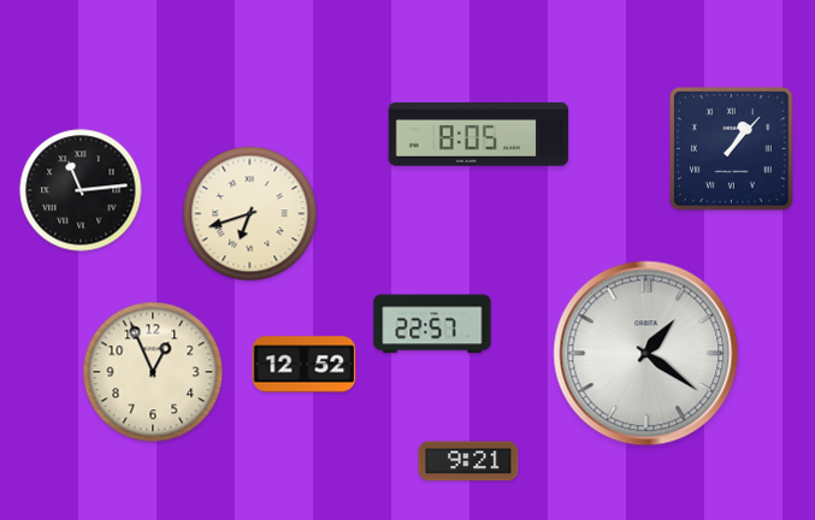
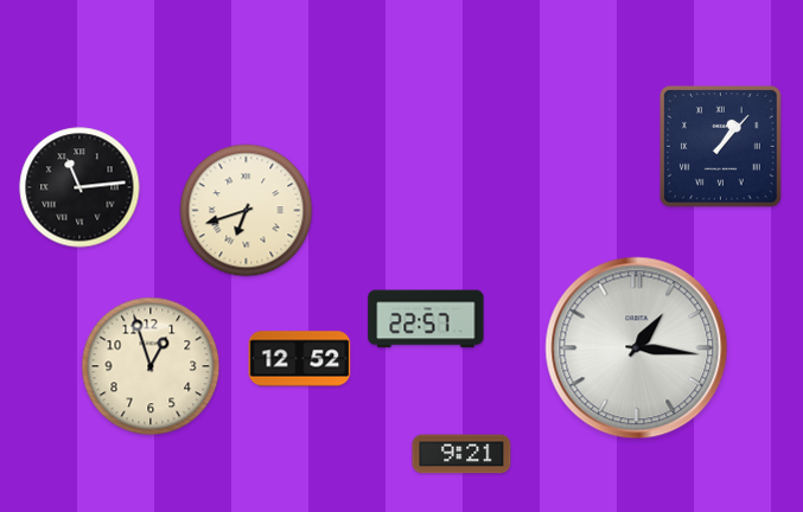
clock at (479, 135): 8:05 -> none
clock at (646, 354): 1:21 -> 1:16
clock at (153, 372): 12:56 -> 12:57
